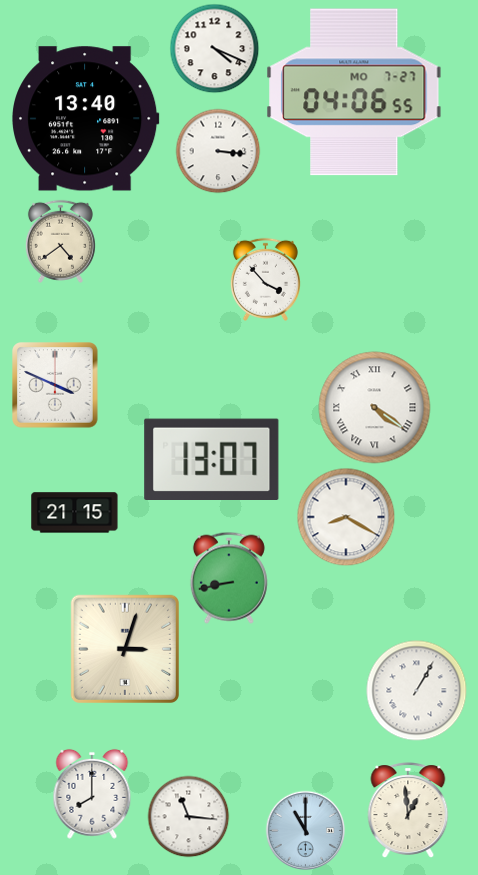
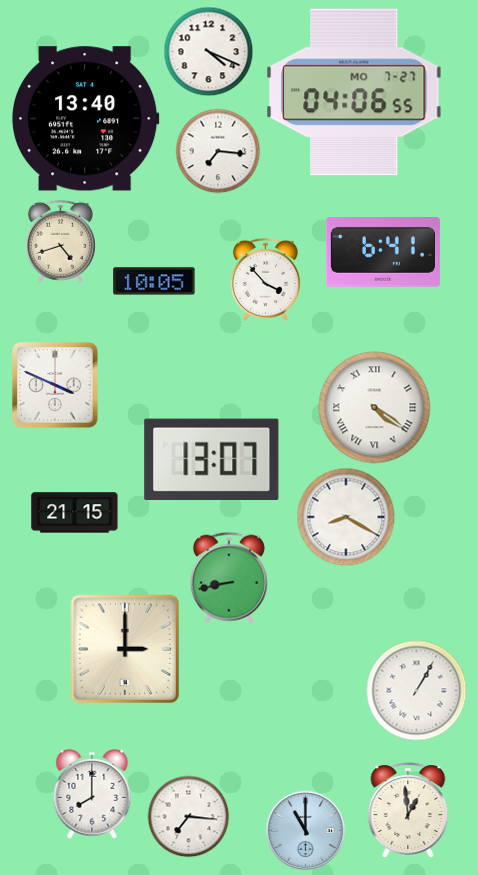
clock at (214, 48) position: (214, 48) -> (208, 51)
clock at (218, 151): 3:16 -> 7:16
clock at (60, 241): 4:39 -> 4:42
clock at (383, 253): none -> 6:41
clock at (154, 281): none -> 10:05
clock at (125, 649): 3:03 -> 3:00
clock at (188, 816): 11:16 -> 7:16
